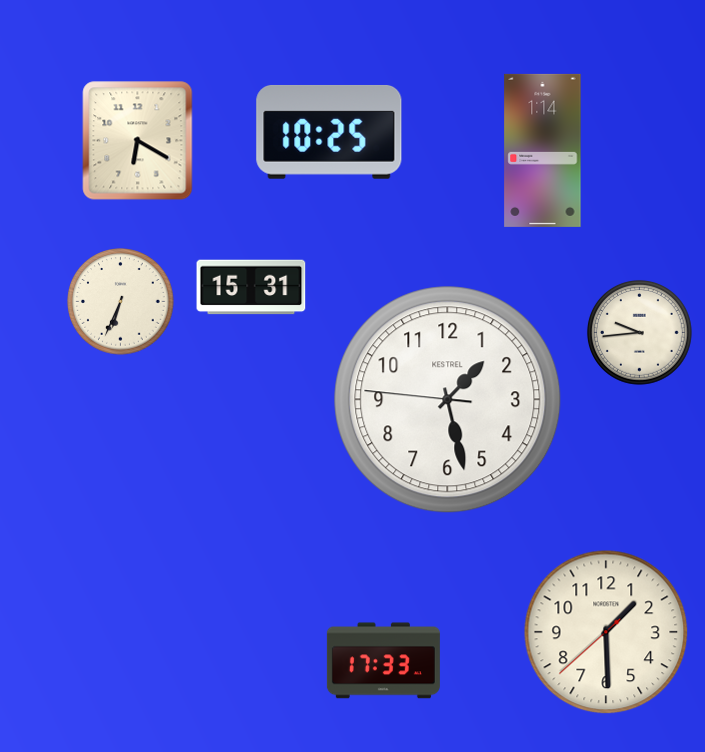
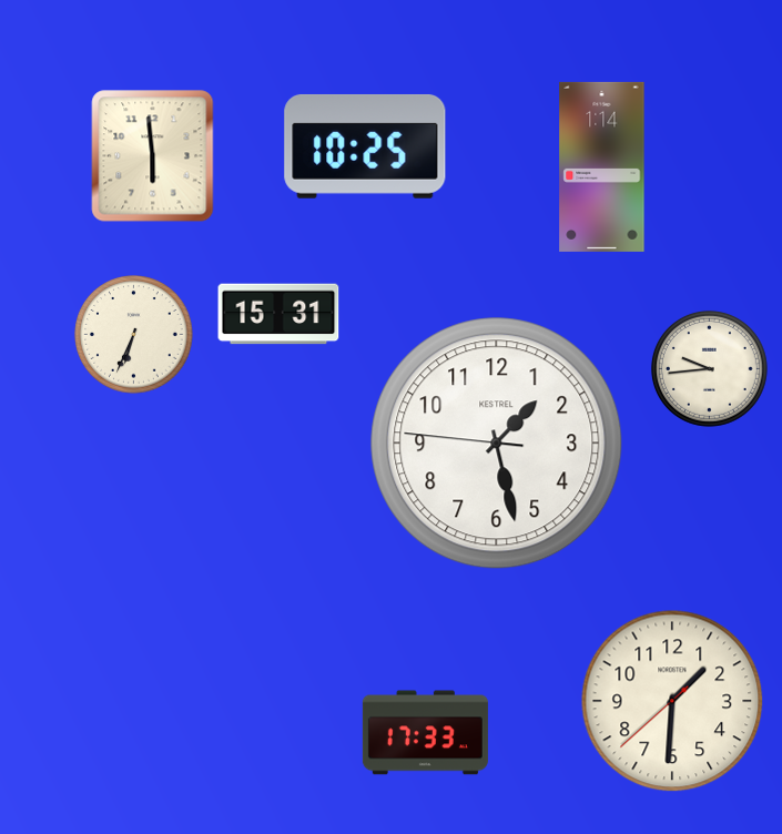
clock at (138, 141): 6:20 -> 5:59
clock at (251, 287) position: (251, 287) -> (278, 314)
clock at (606, 632): 1:29 -> 1:30
